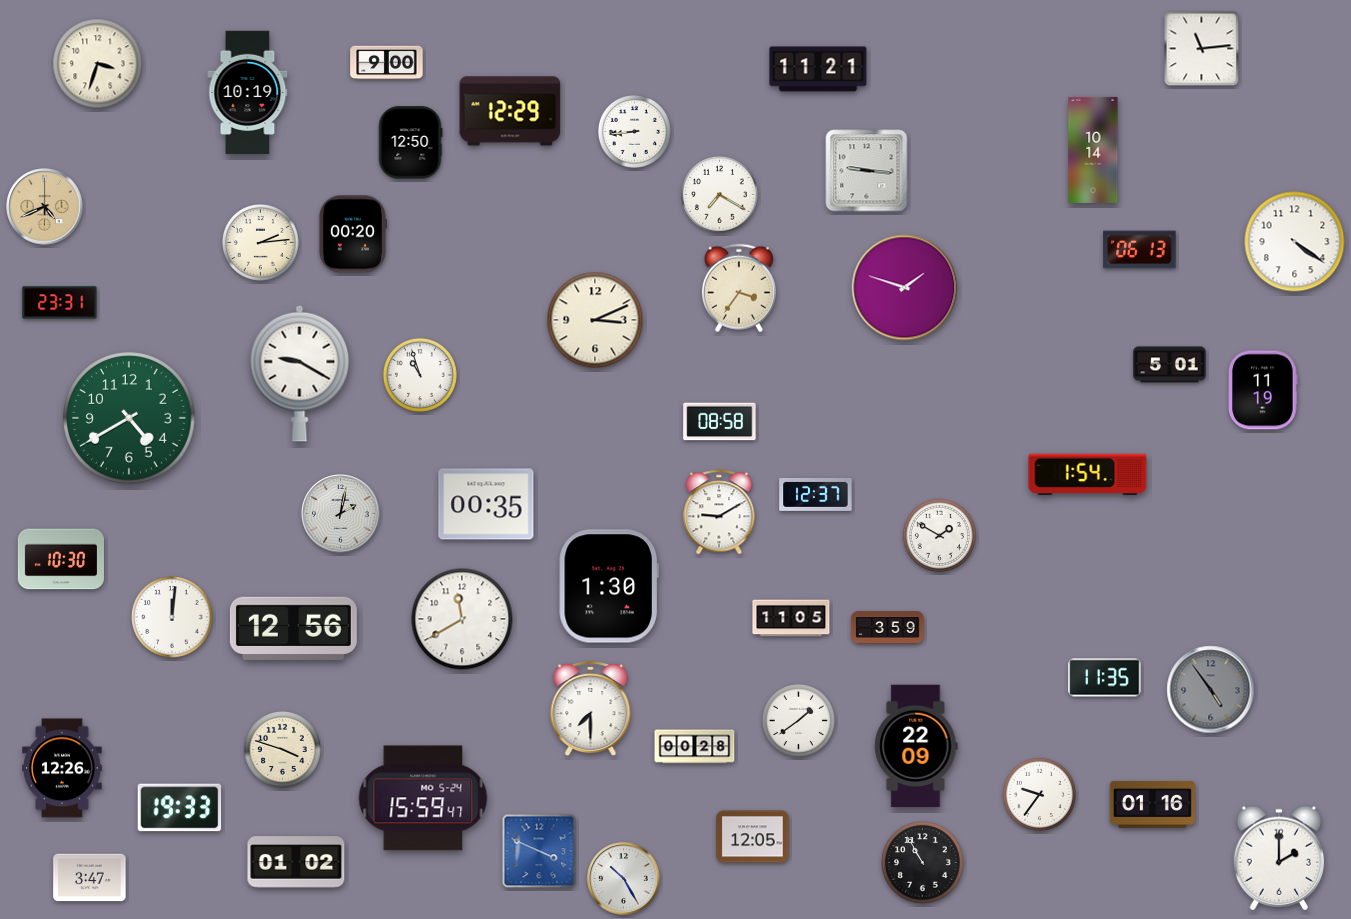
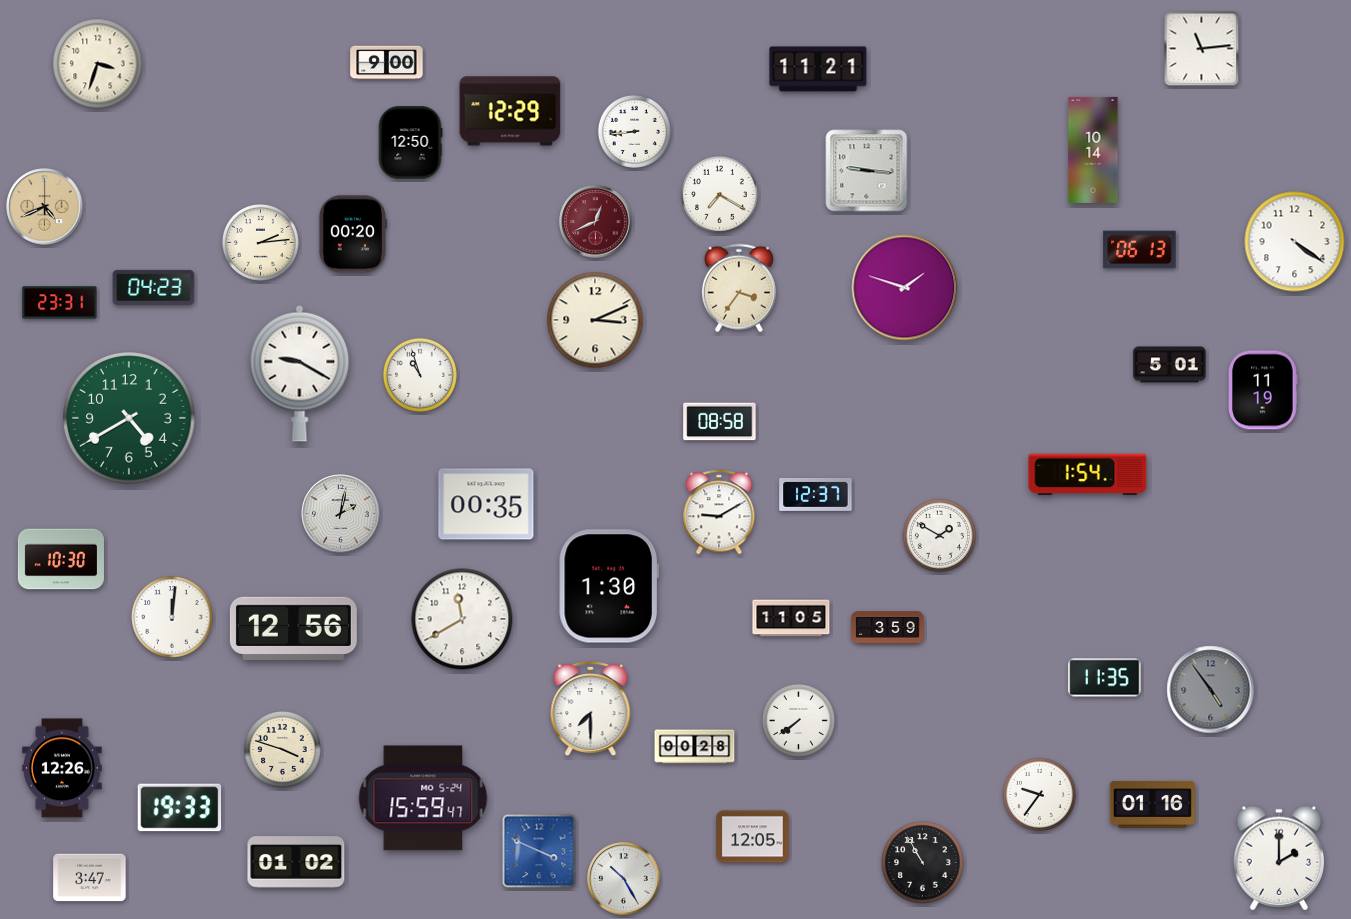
clock at (248, 93): 10:19 -> none
clock at (596, 222): none -> 12:41
clock at (154, 287): none -> 04:23
clock at (798, 720): 1:39 -> 7:39
clock at (916, 746): 22:09 -> none
